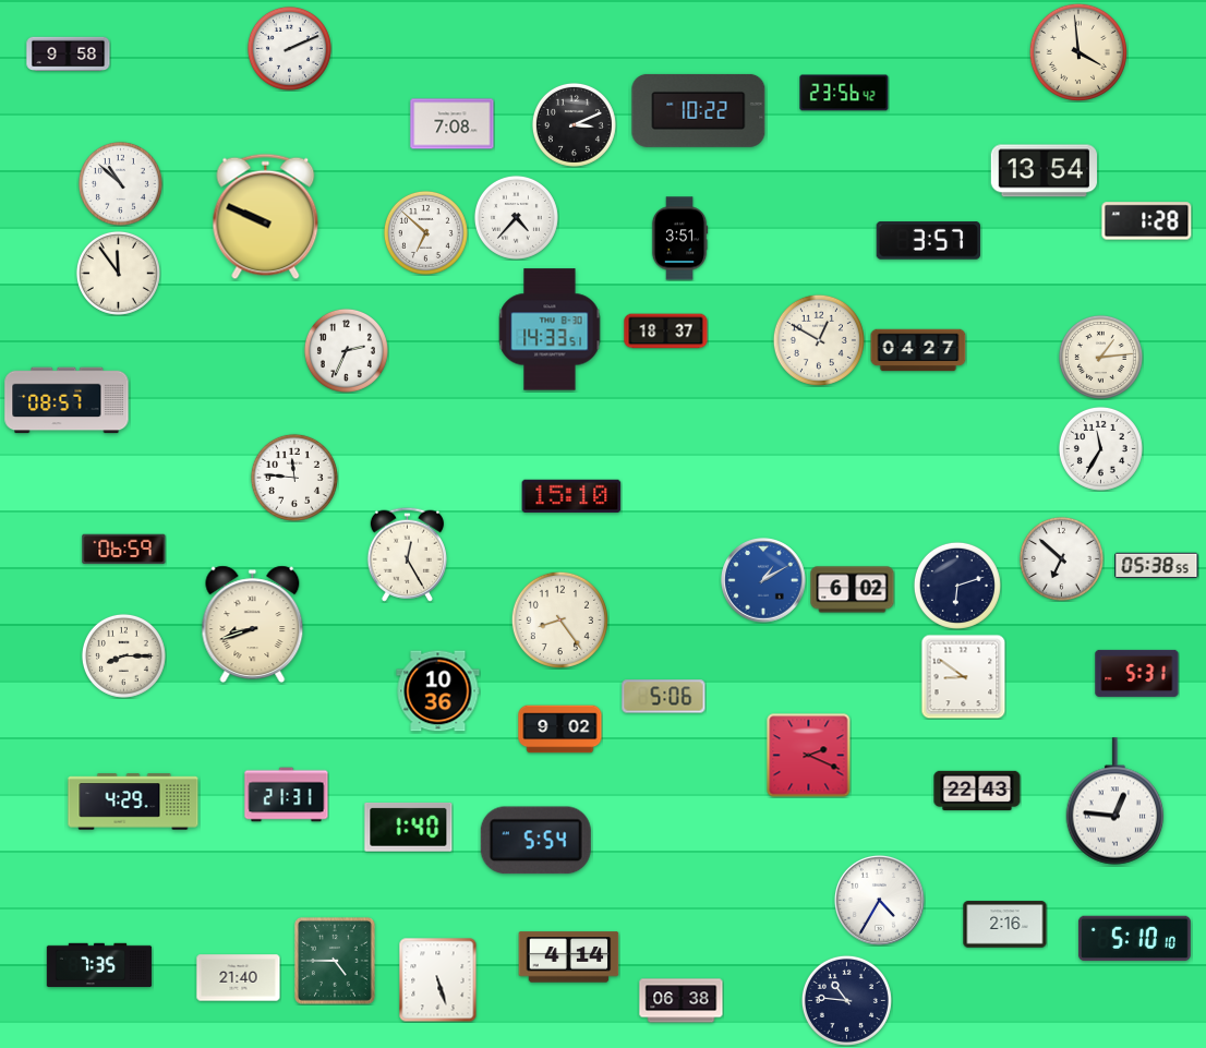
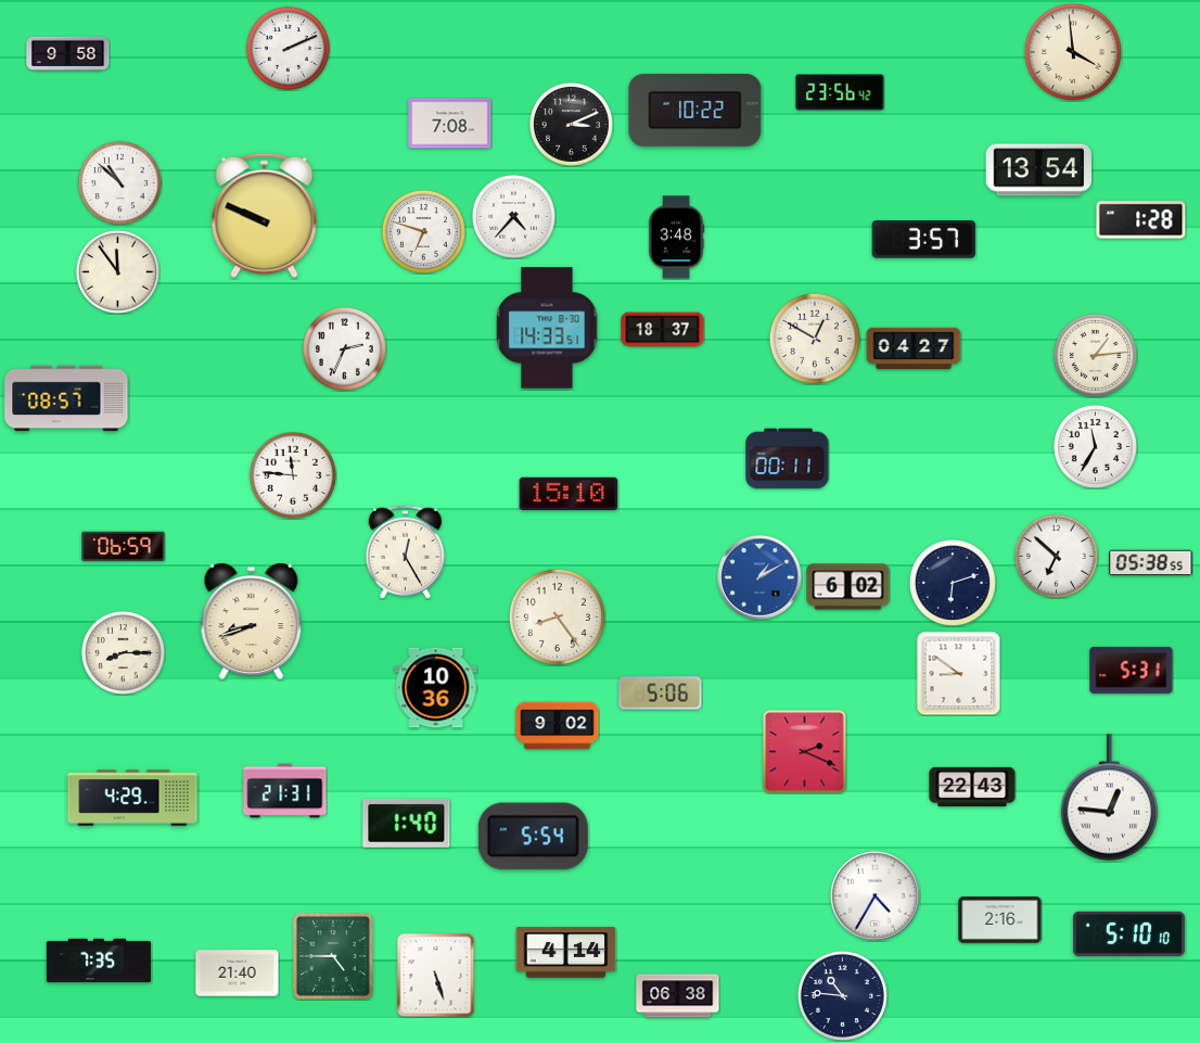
clock at (425, 232): 6:52 -> 6:48
clock at (679, 239): 3:51 -> 3:48
clock at (788, 459): none -> 00:11
